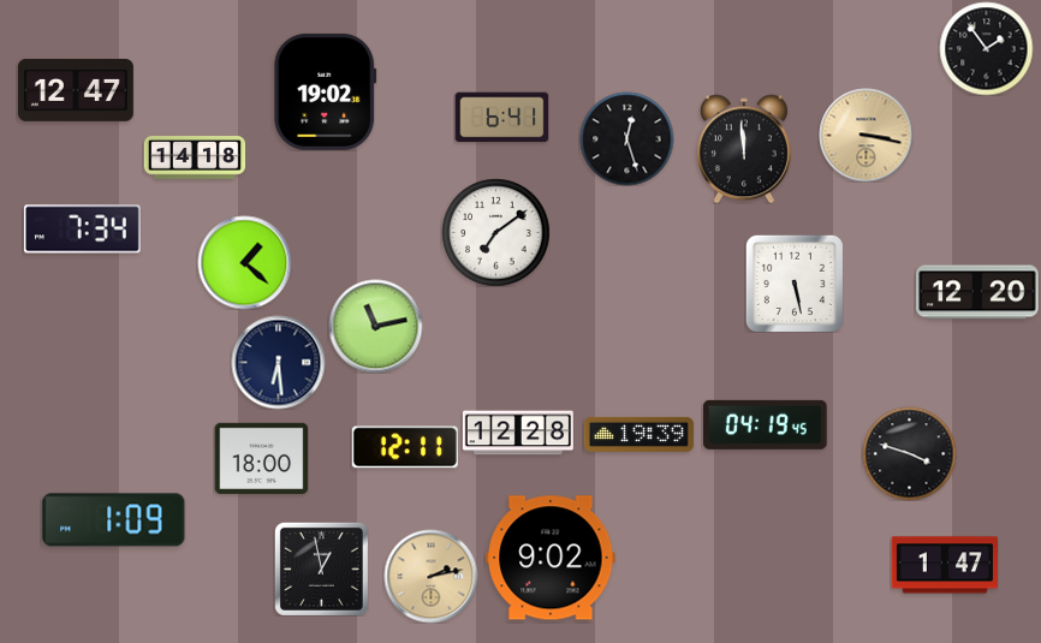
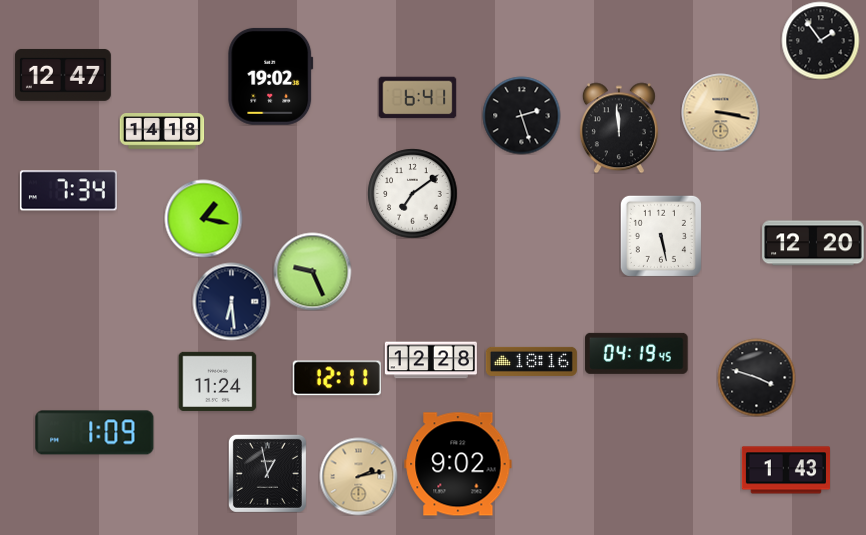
clock at (626, 138): 12:27 -> 2:27
clock at (744, 149) position: (744, 149) -> (619, 128)
clock at (244, 262): 1:22 -> 1:17
clock at (375, 326): 11:13 -> 9:26
clock at (638, 434): 19:39 -> 18:16
clock at (405, 447) position: (405, 447) -> (337, 378)
clock at (261, 458): 18:00 -> 11:24
clock at (944, 565): 1:47 -> 1:43
clock at (430, 576) position: (430, 576) -> (358, 476)
